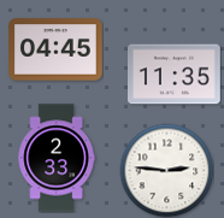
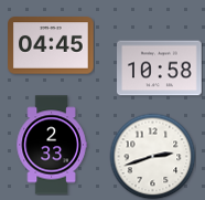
clock at (175, 75): 11:35 -> 10:58
clock at (166, 170): 2:46 -> 2:42
